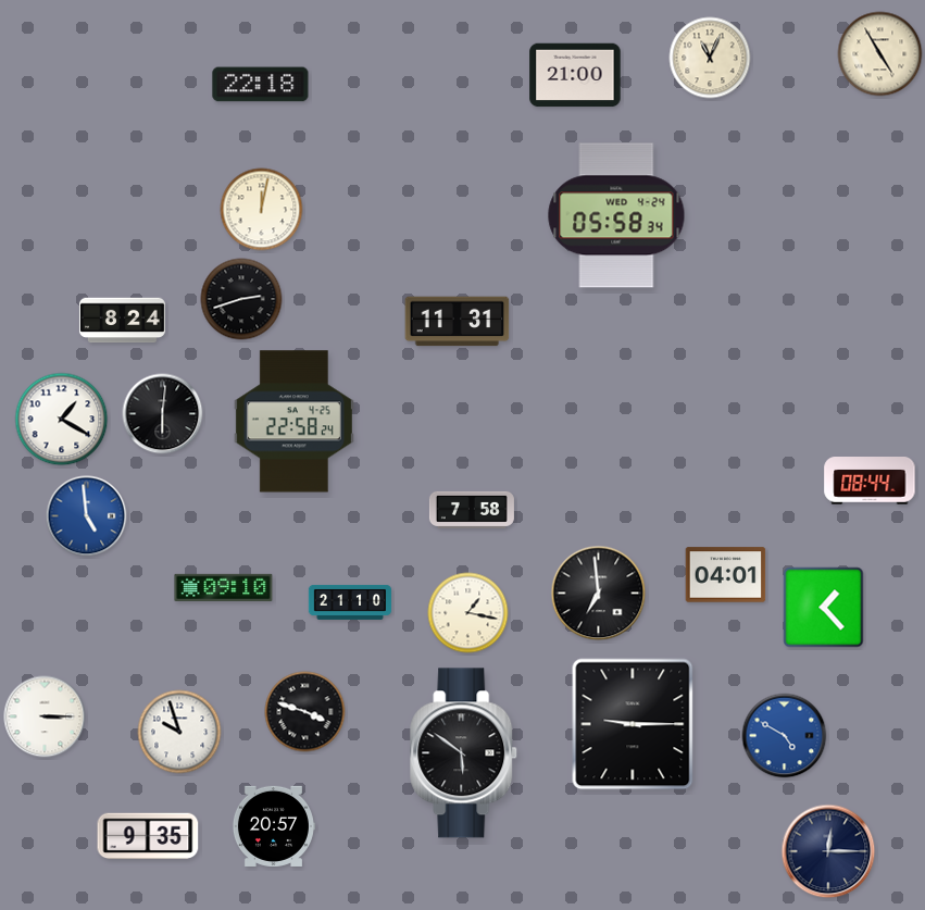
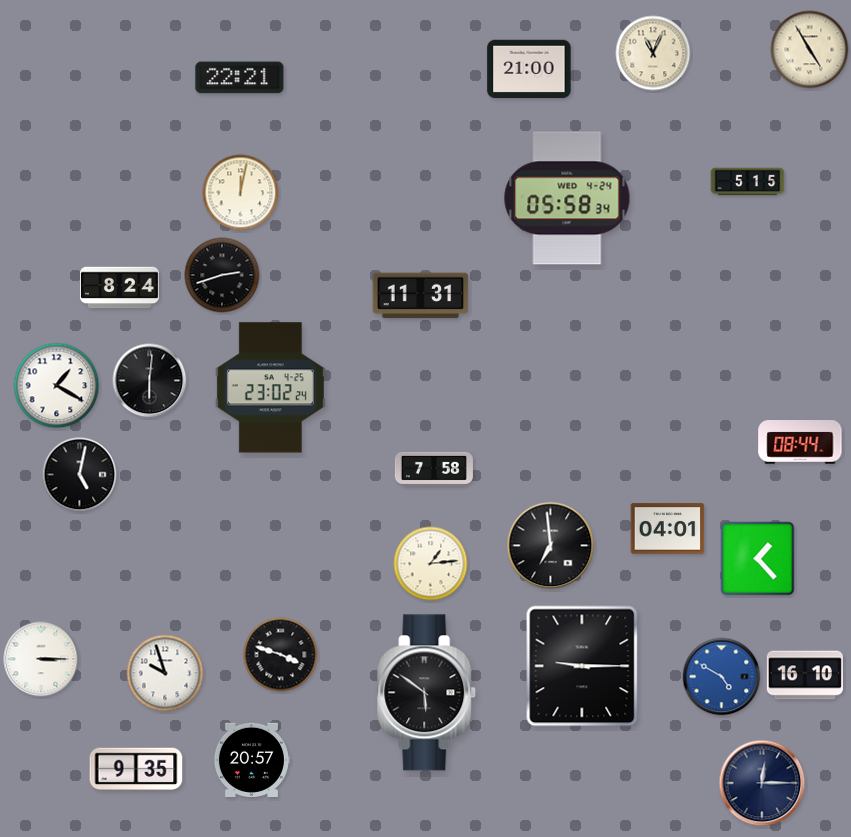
clock at (261, 85): 22:18 -> 22:21
clock at (748, 182): none -> 5:15
clock at (122, 321) position: (122, 321) -> (119, 288)
clock at (293, 422): 22:58 -> 23:02
clock at (87, 516): 4:59 -> 5:02
clock at (87, 516) dial: blue -> black
clock at (224, 587): 09:10 -> none
clock at (350, 602): 21:10 -> none
clock at (468, 613): 1:17 -> 1:14
clock at (805, 675): none -> 16:10
